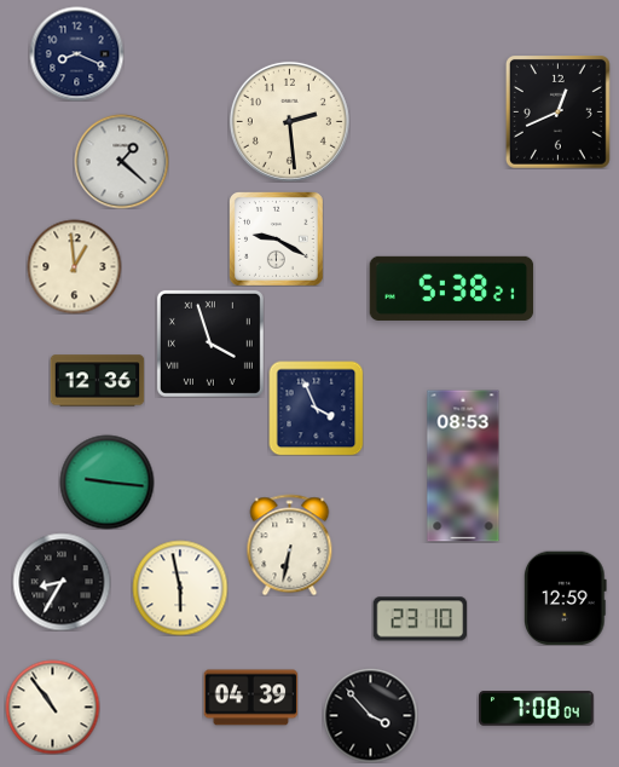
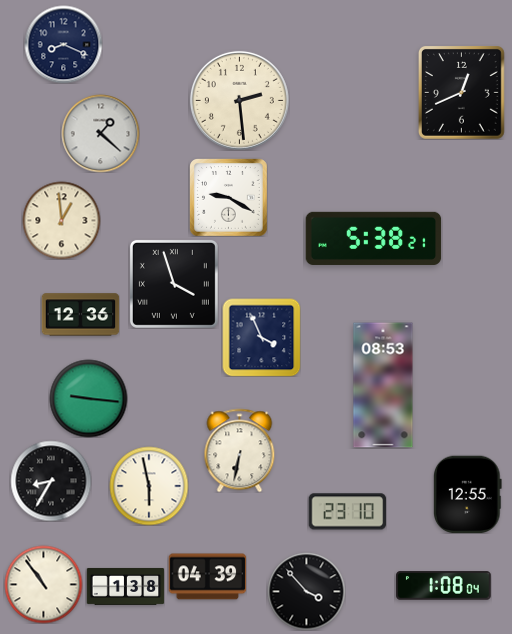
clock at (565, 598): 12:59 -> 12:55
clock at (125, 586): none -> 1:38
clock at (537, 709): 7:08 -> 1:08
